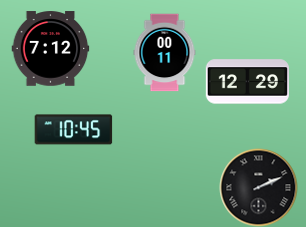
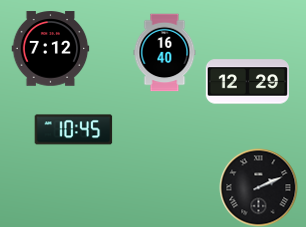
clock at (165, 52): 00:11 -> 16:40
